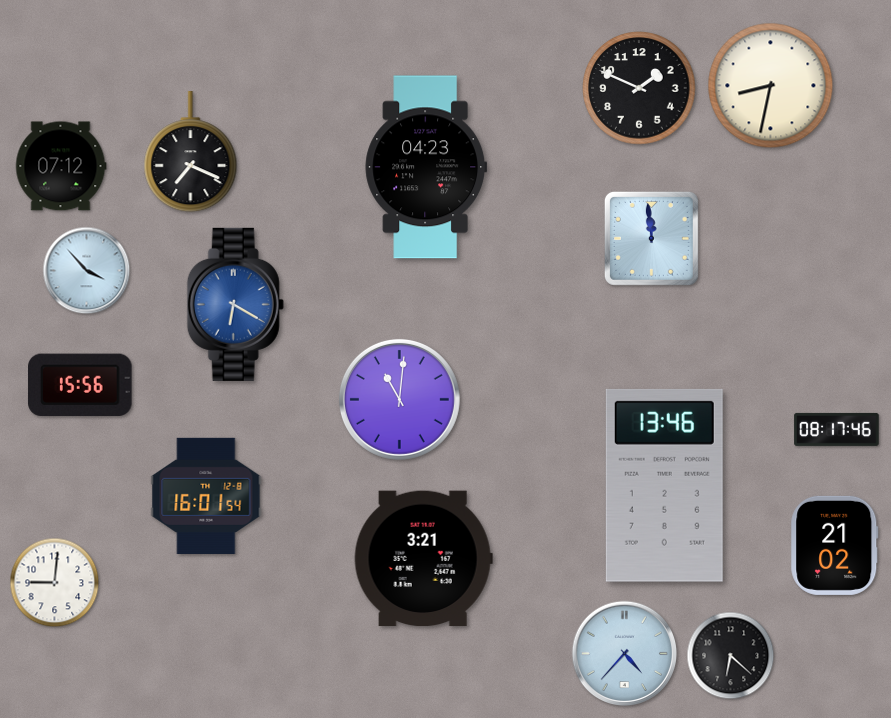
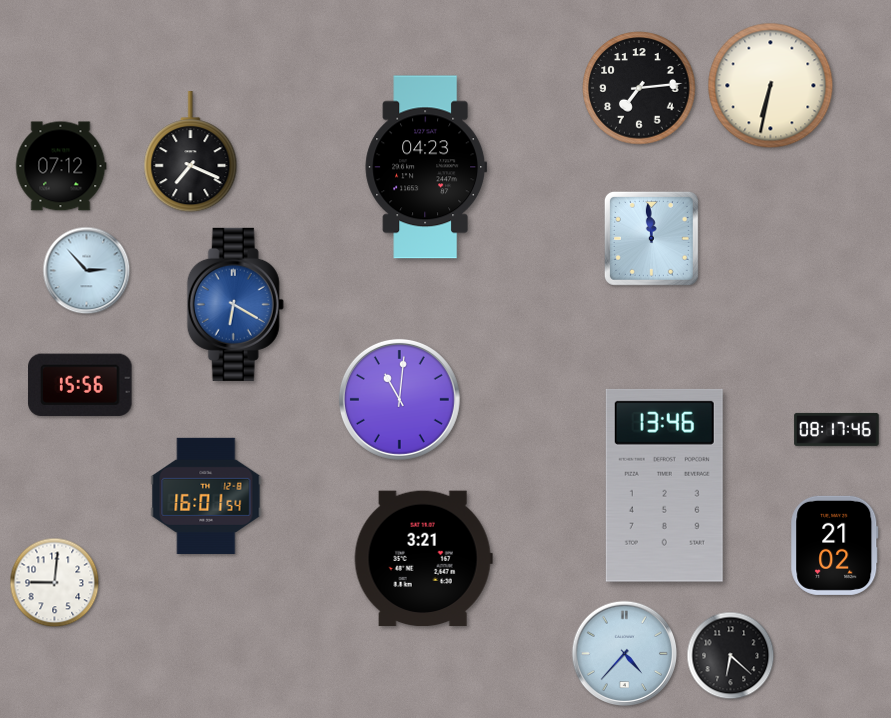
clock at (771, 86): 8:32 -> 6:32
clock at (639, 88): 1:49 -> 7:14
clock at (87, 271): 3:53 -> 2:53
